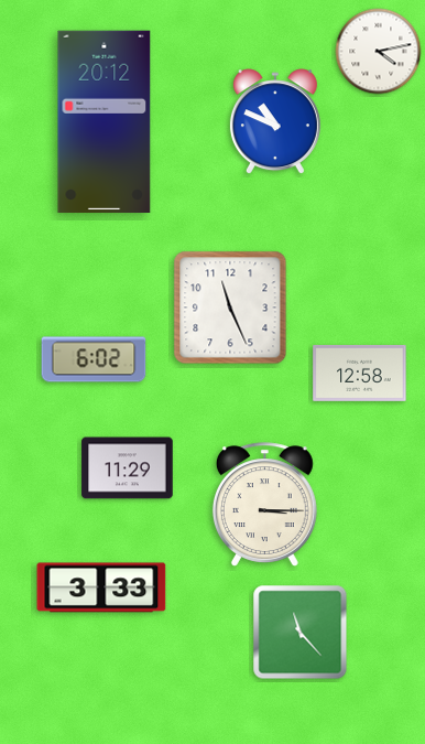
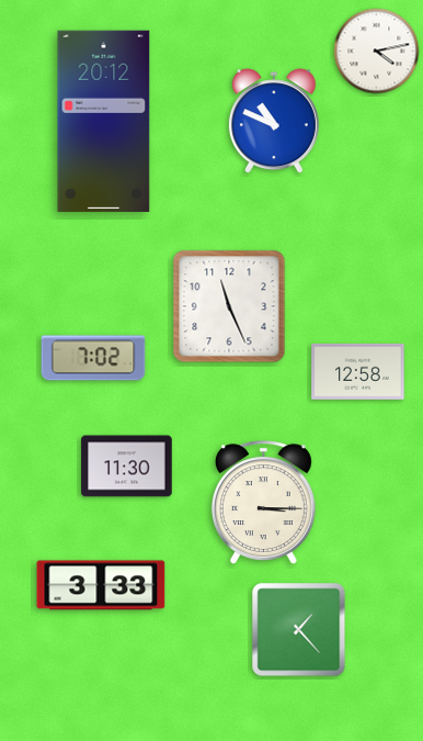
clock at (94, 359): 6:02 -> 7:02
clock at (128, 468): 11:29 -> 11:30
clock at (301, 633): 11:23 -> 1:23
